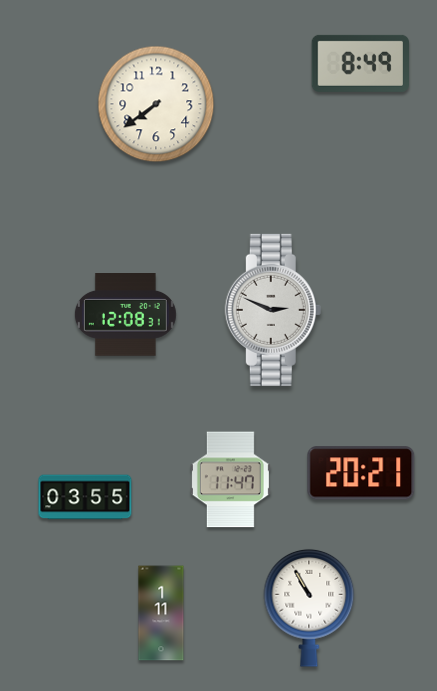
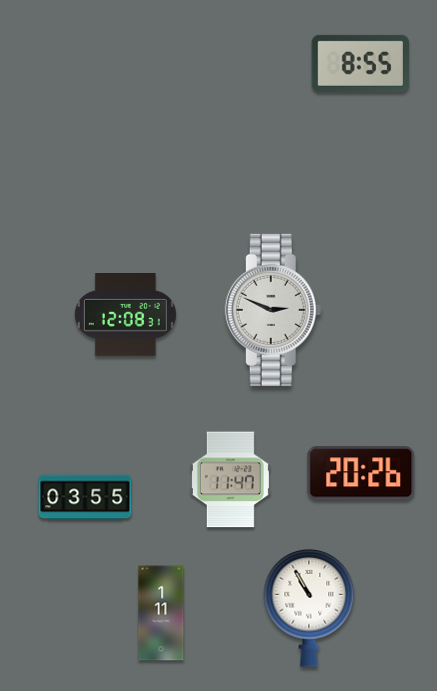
clock at (360, 63): 8:49 -> 8:55
clock at (156, 104): 7:39 -> none
clock at (361, 473): 20:21 -> 20:26
